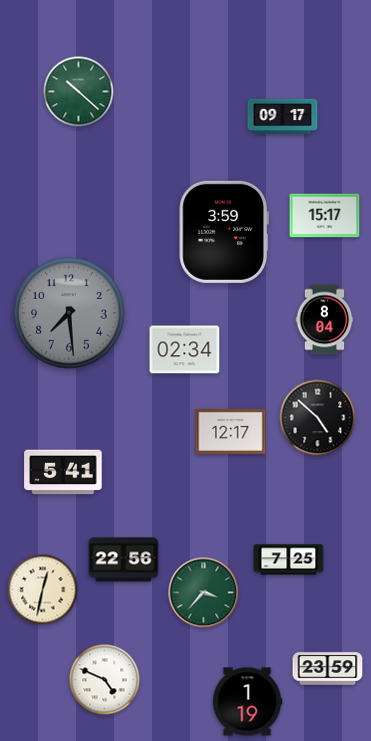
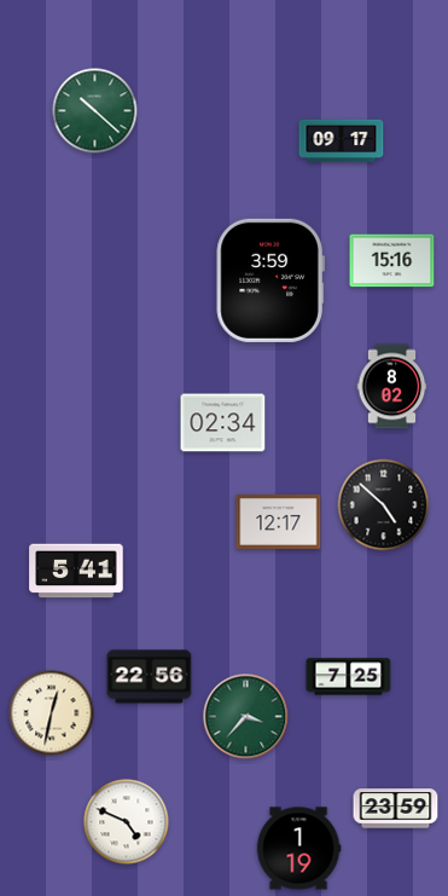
clock at (325, 216): 15:17 -> 15:16
clock at (69, 313): 7:29 -> none
clock at (325, 320): 8:04 -> 8:02
